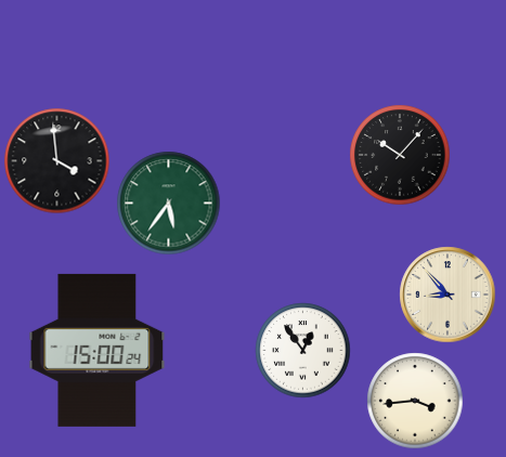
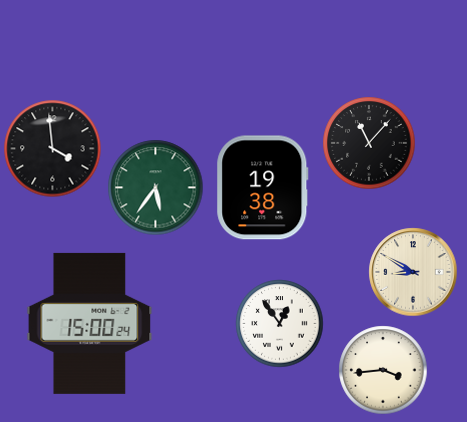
clock at (400, 155): 10:07 -> 11:07
clock at (263, 188): none -> 19:38
clock at (447, 295): 8:53 -> 8:50
